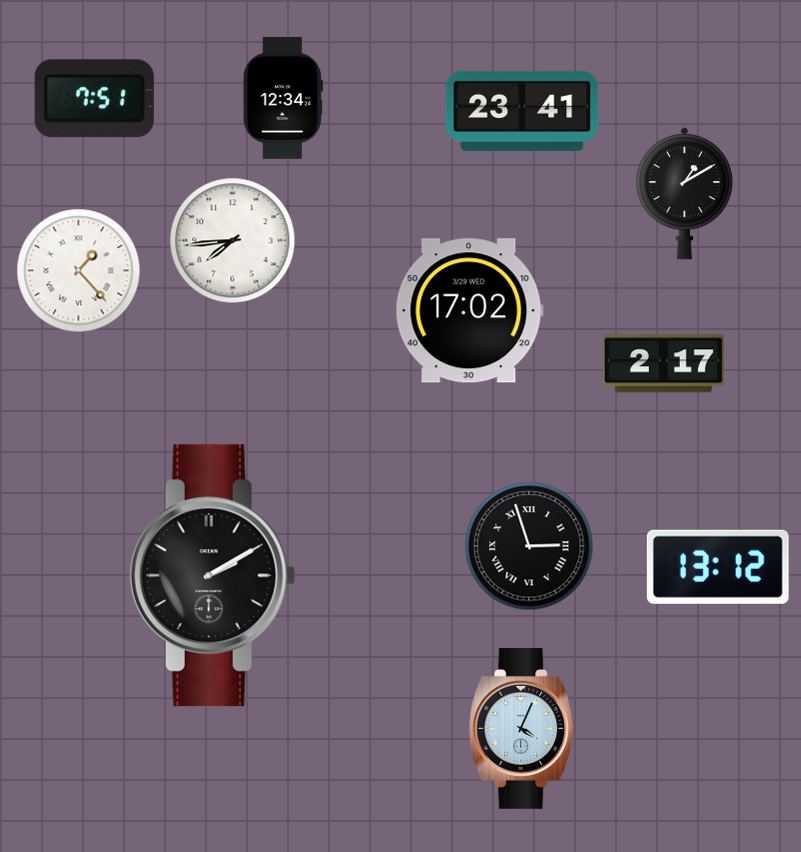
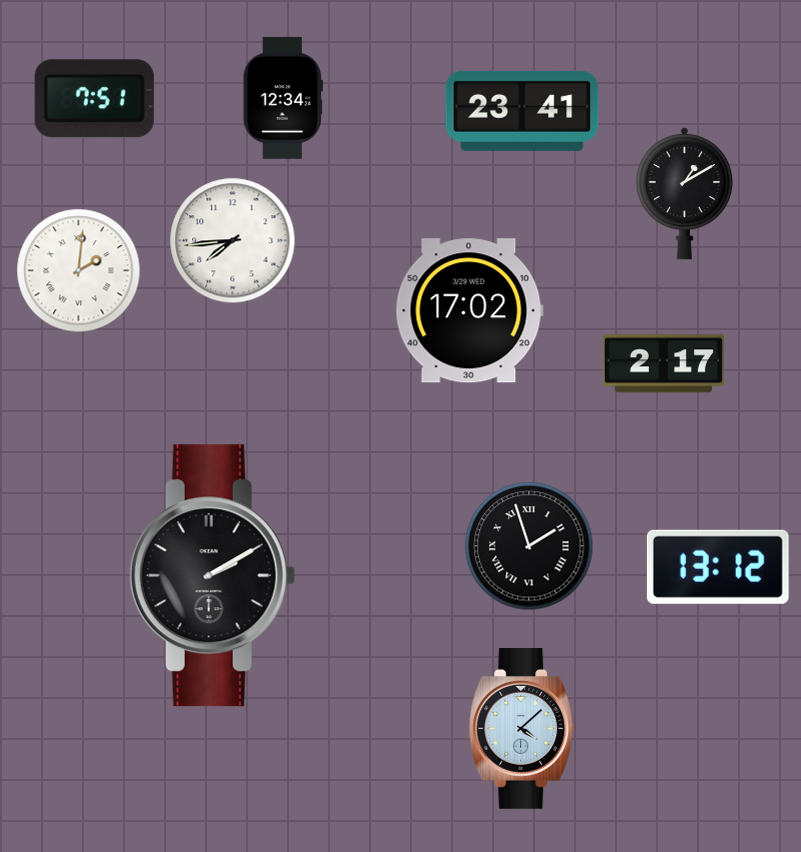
clock at (79, 271): 1:23 -> 2:01
clock at (529, 546): 2:57 -> 1:57
clock at (522, 728): 4:04 -> 4:08
